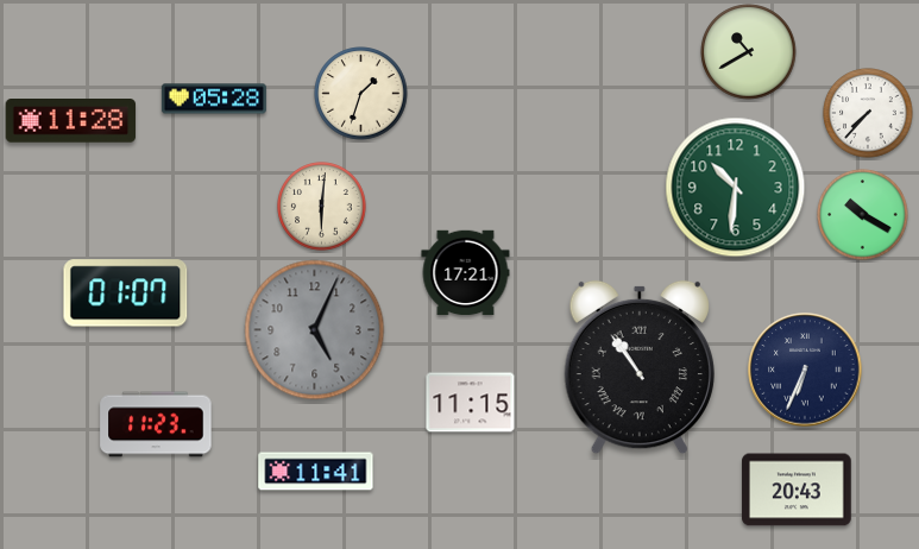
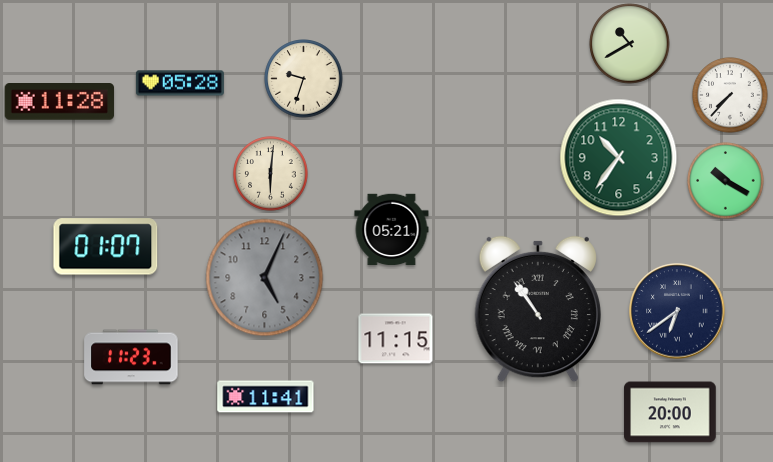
clock at (361, 94): 1:33 -> 9:33
clock at (736, 188): 10:31 -> 10:36
clock at (466, 273): 17:21 -> 05:21
clock at (805, 370): 6:34 -> 6:39
clock at (797, 490): 20:43 -> 20:00
